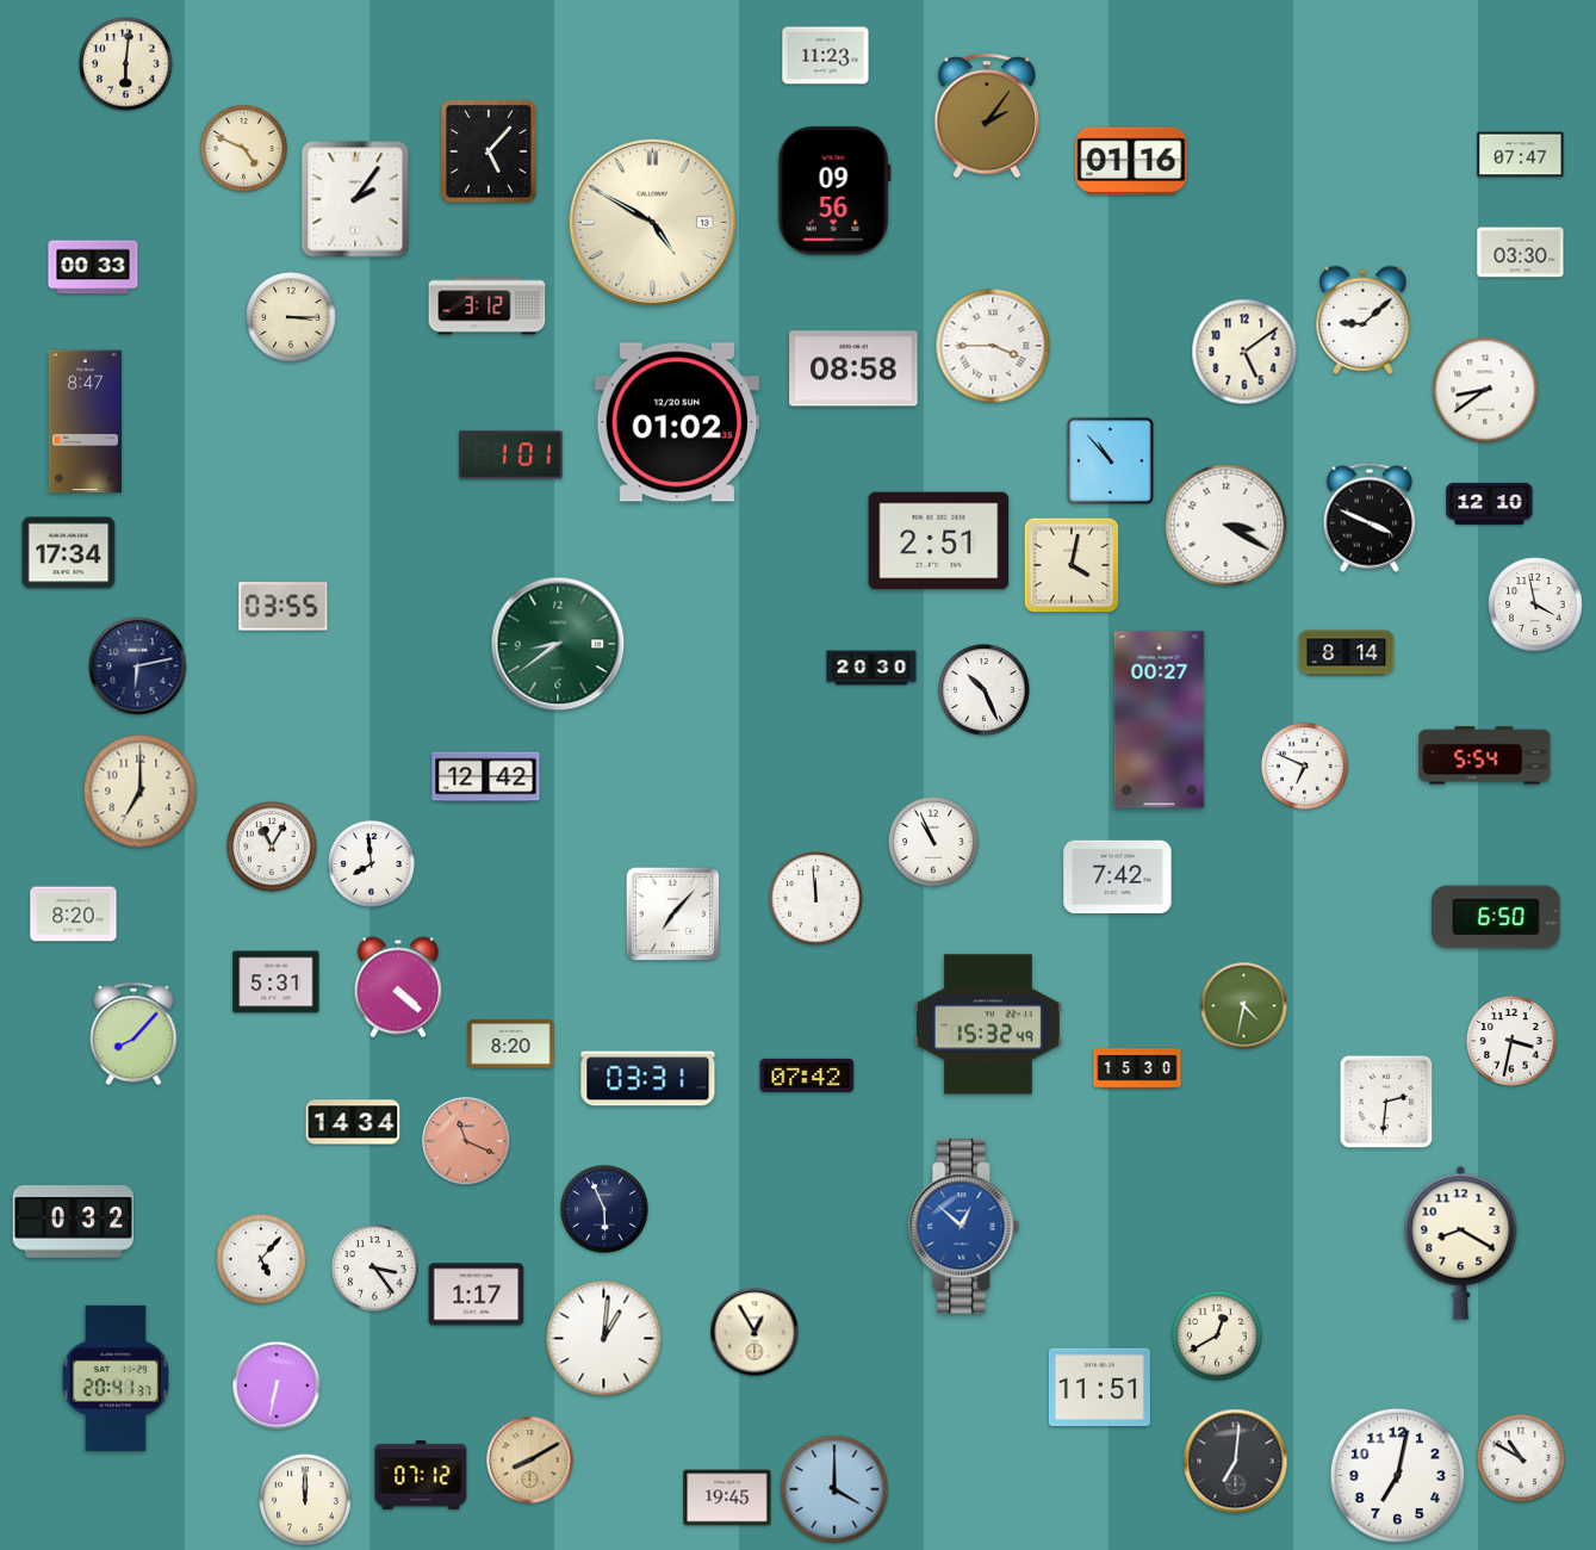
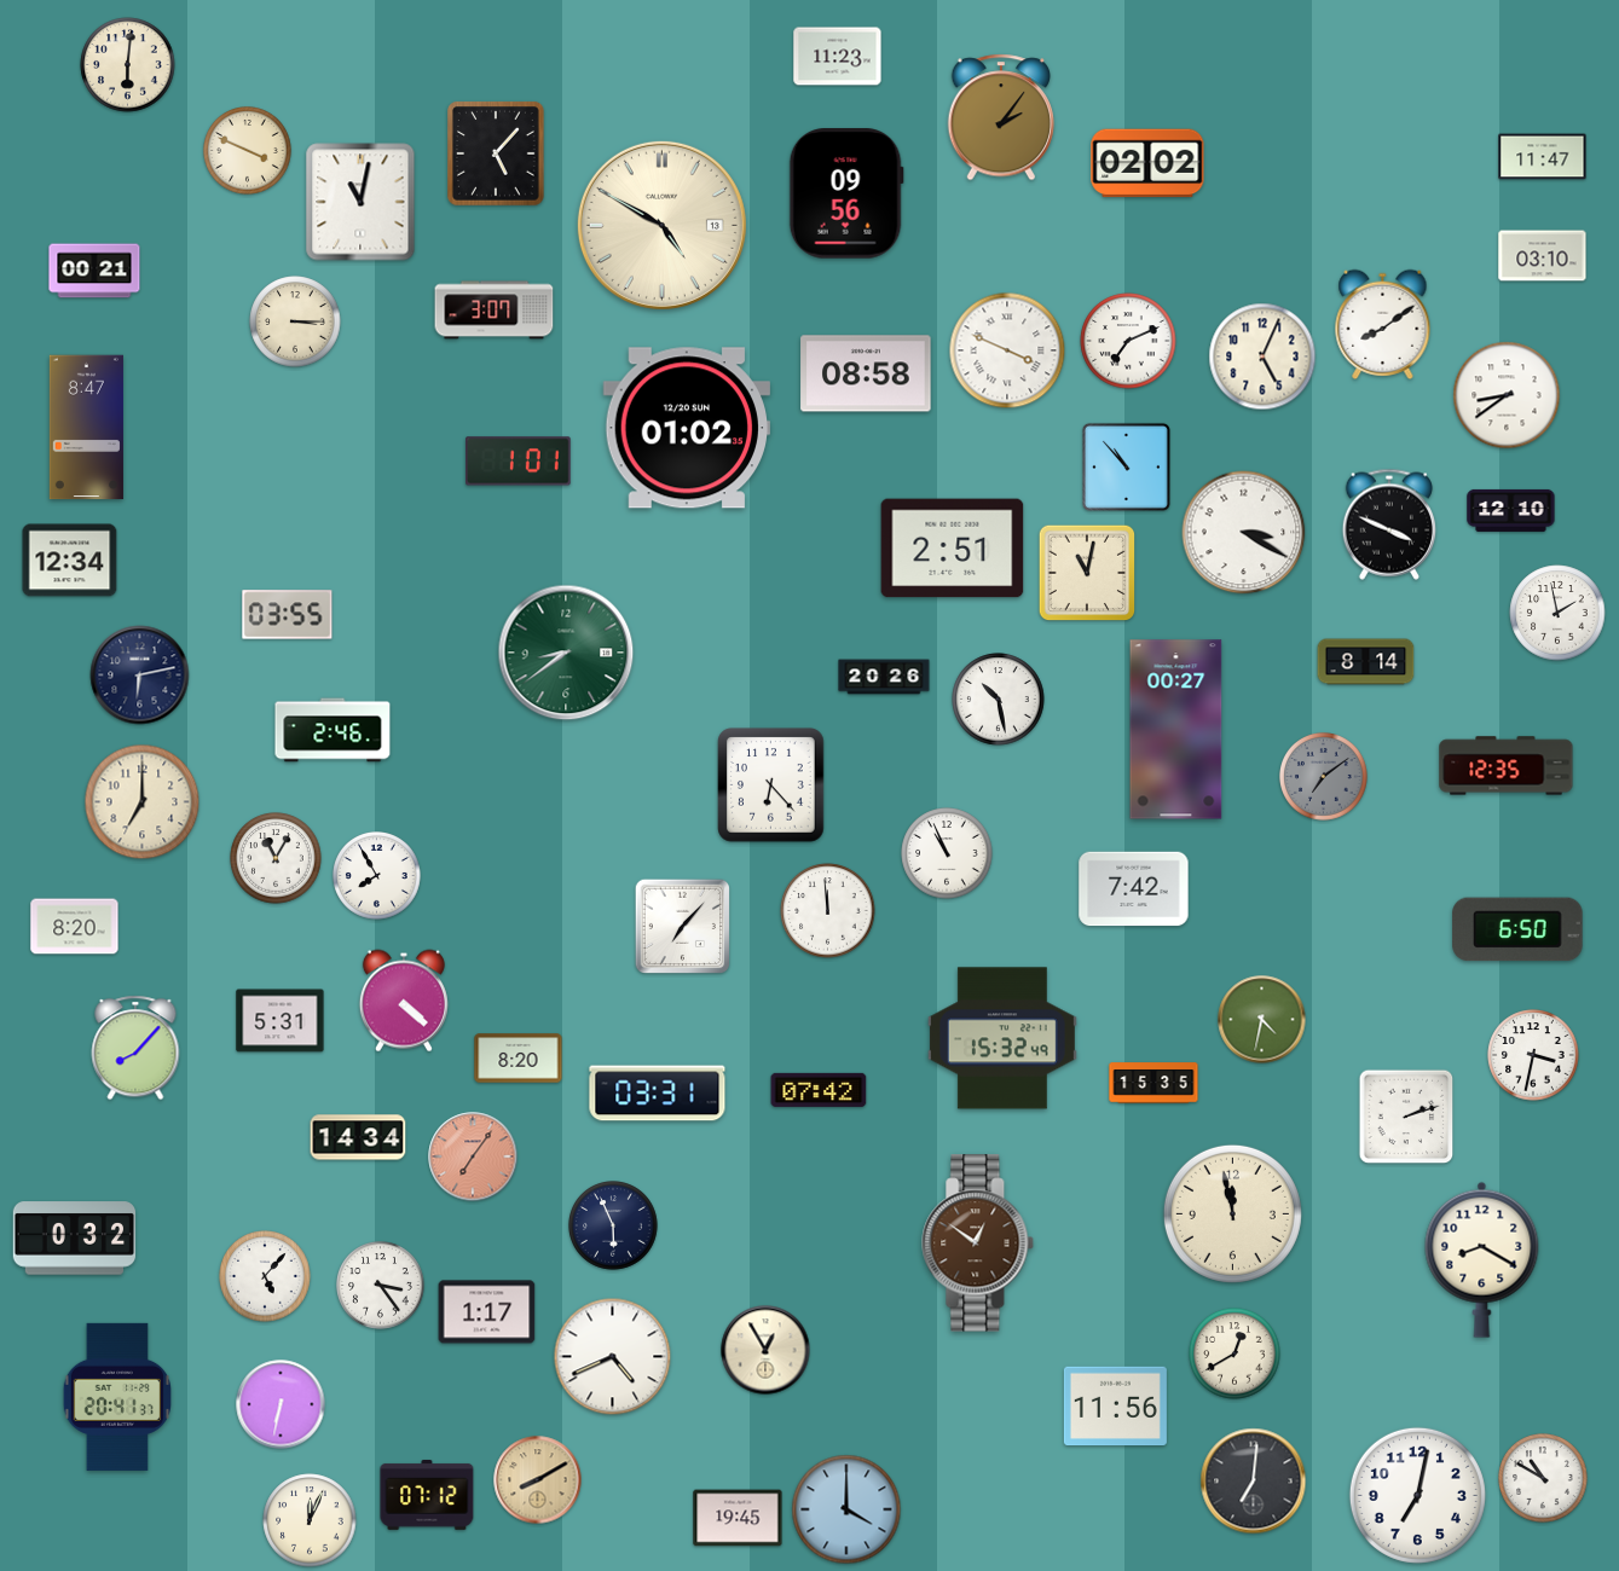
clock at (244, 149): 4:49 -> 3:49
clock at (1521, 155): 07:47 -> 11:47
clock at (1131, 161): 01:16 -> 02:02
clock at (355, 199): 2:06 -> 11:02
clock at (1521, 253): 03:30 -> 03:10
clock at (93, 267): 00:33 -> 00:21
clock at (488, 306): 3:12 -> 3:07
clock at (1364, 320): 9:08 -> 8:09
clock at (1128, 341): none -> 7:11
clock at (993, 346): 3:45 -> 3:49
clock at (1244, 352): 5:09 -> 5:04
clock at (69, 553): 17:34 -> 12:34
clock at (1072, 565): 4:02 -> 11:02
clock at (1535, 604): 3:58 -> 1:58
clock at (871, 668): 20:30 -> 20:26
clock at (985, 690): 10:26 -> 10:28
clock at (333, 730): none -> 2:46
clock at (1485, 756): 5:54 -> 12:35
clock at (1305, 767): 6:49 -> 7:09
clock at (1305, 767) dial: white -> grey
clock at (771, 785): none -> 6:23
clock at (486, 777): 12:42 -> none
clock at (372, 864): 7:59 -> 7:55
clock at (277, 982) position: (277, 982) -> (281, 1021)
clock at (1137, 1068): 15:30 -> 15:35
clock at (1386, 1102): 2:31 -> 2:12
clock at (466, 1141): 11:19 -> 7:06
clock at (1232, 1213): none -> 11:58
clock at (964, 1227): 12:52 -> 12:51
clock at (964, 1227) dial: blue -> brown
clock at (477, 1295) position: (477, 1295) -> (487, 1312)
clock at (604, 1339): 1:01 -> 4:41
clock at (1099, 1388): 11:51 -> 11:56
clock at (305, 1500): 12:00 -> 12:04
